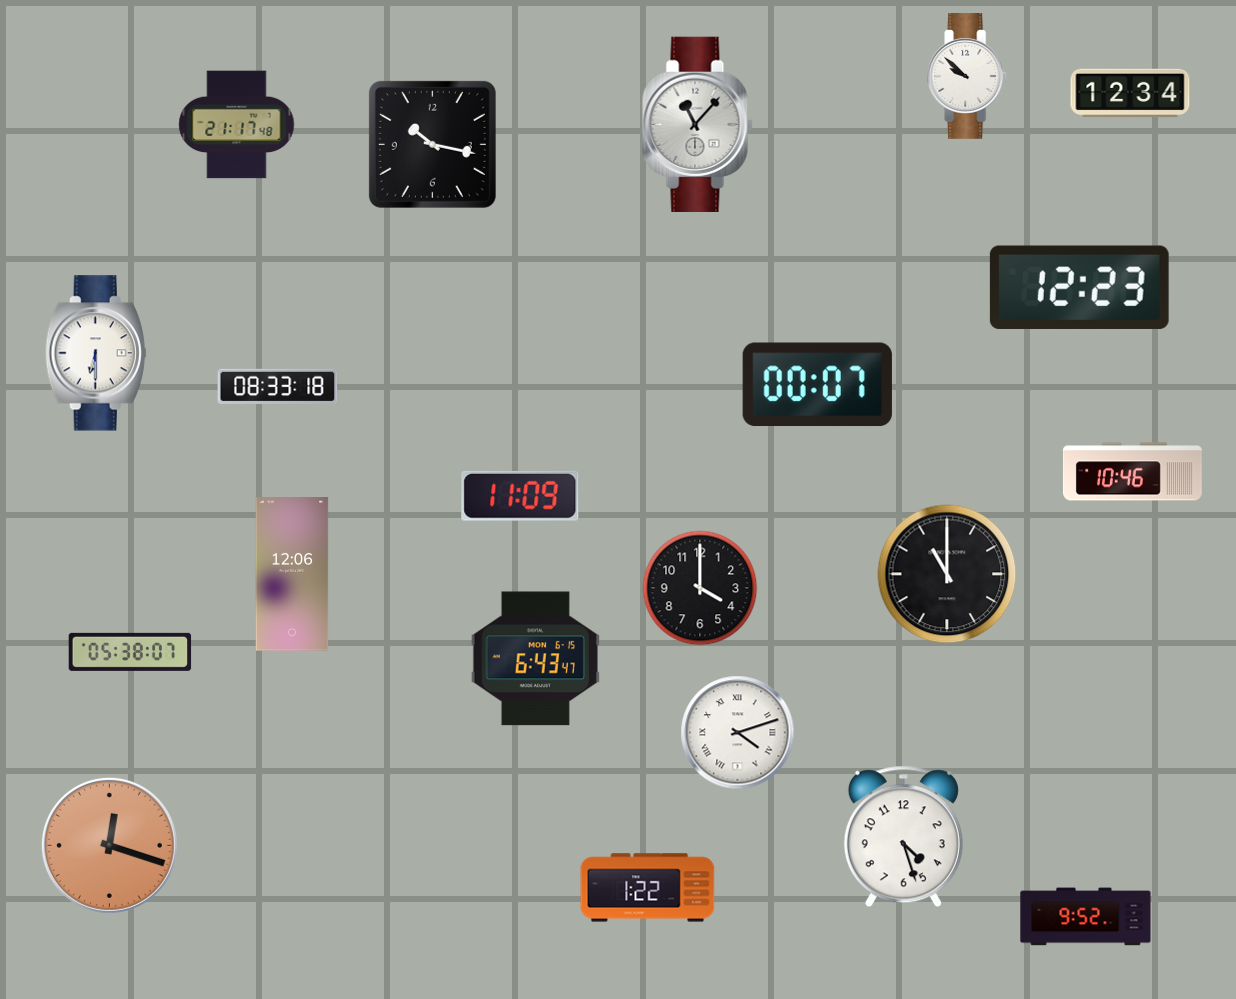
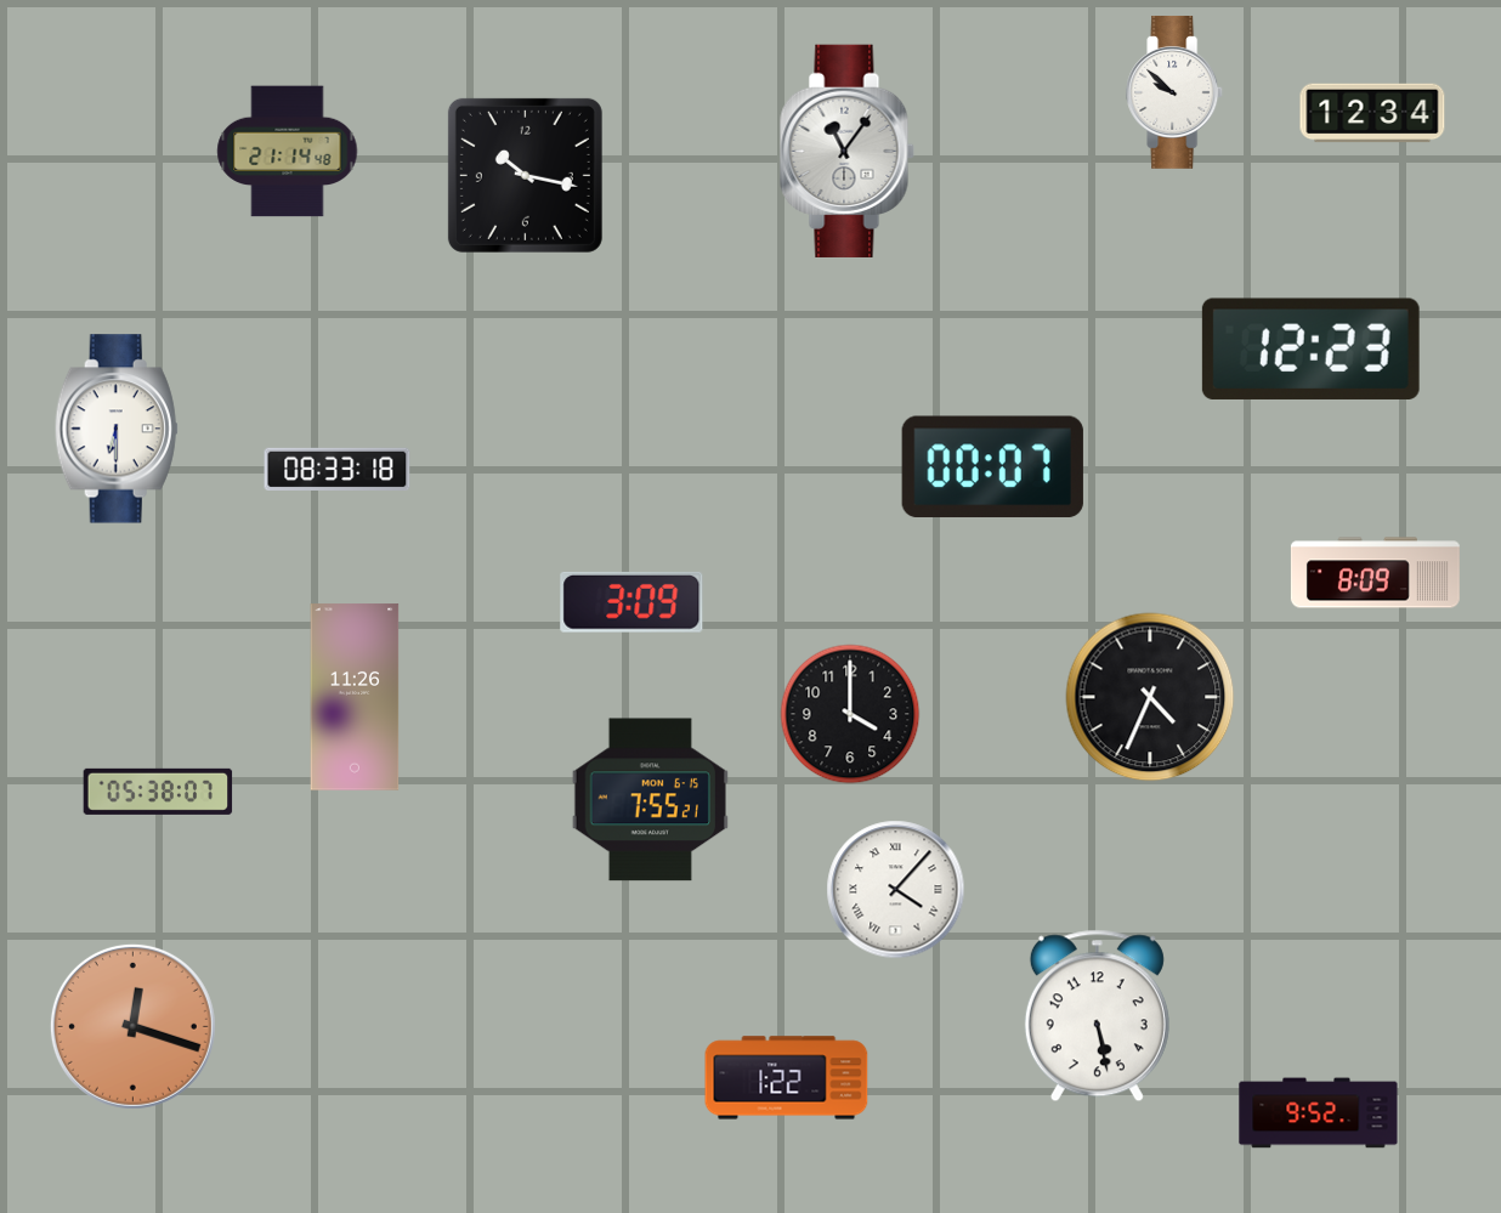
clock at (697, 124): 11:07 -> 11:06
clock at (237, 125): 21:17 -> 21:14
clock at (1132, 472): 10:46 -> 8:09
clock at (520, 496): 11:09 -> 3:09
clock at (292, 574): 12:06 -> 11:26
clock at (947, 574): 11:00 -> 4:34
clock at (535, 659): 6:43 -> 7:55
clock at (738, 733): 4:12 -> 4:07
clock at (903, 837): 4:27 -> 5:28
